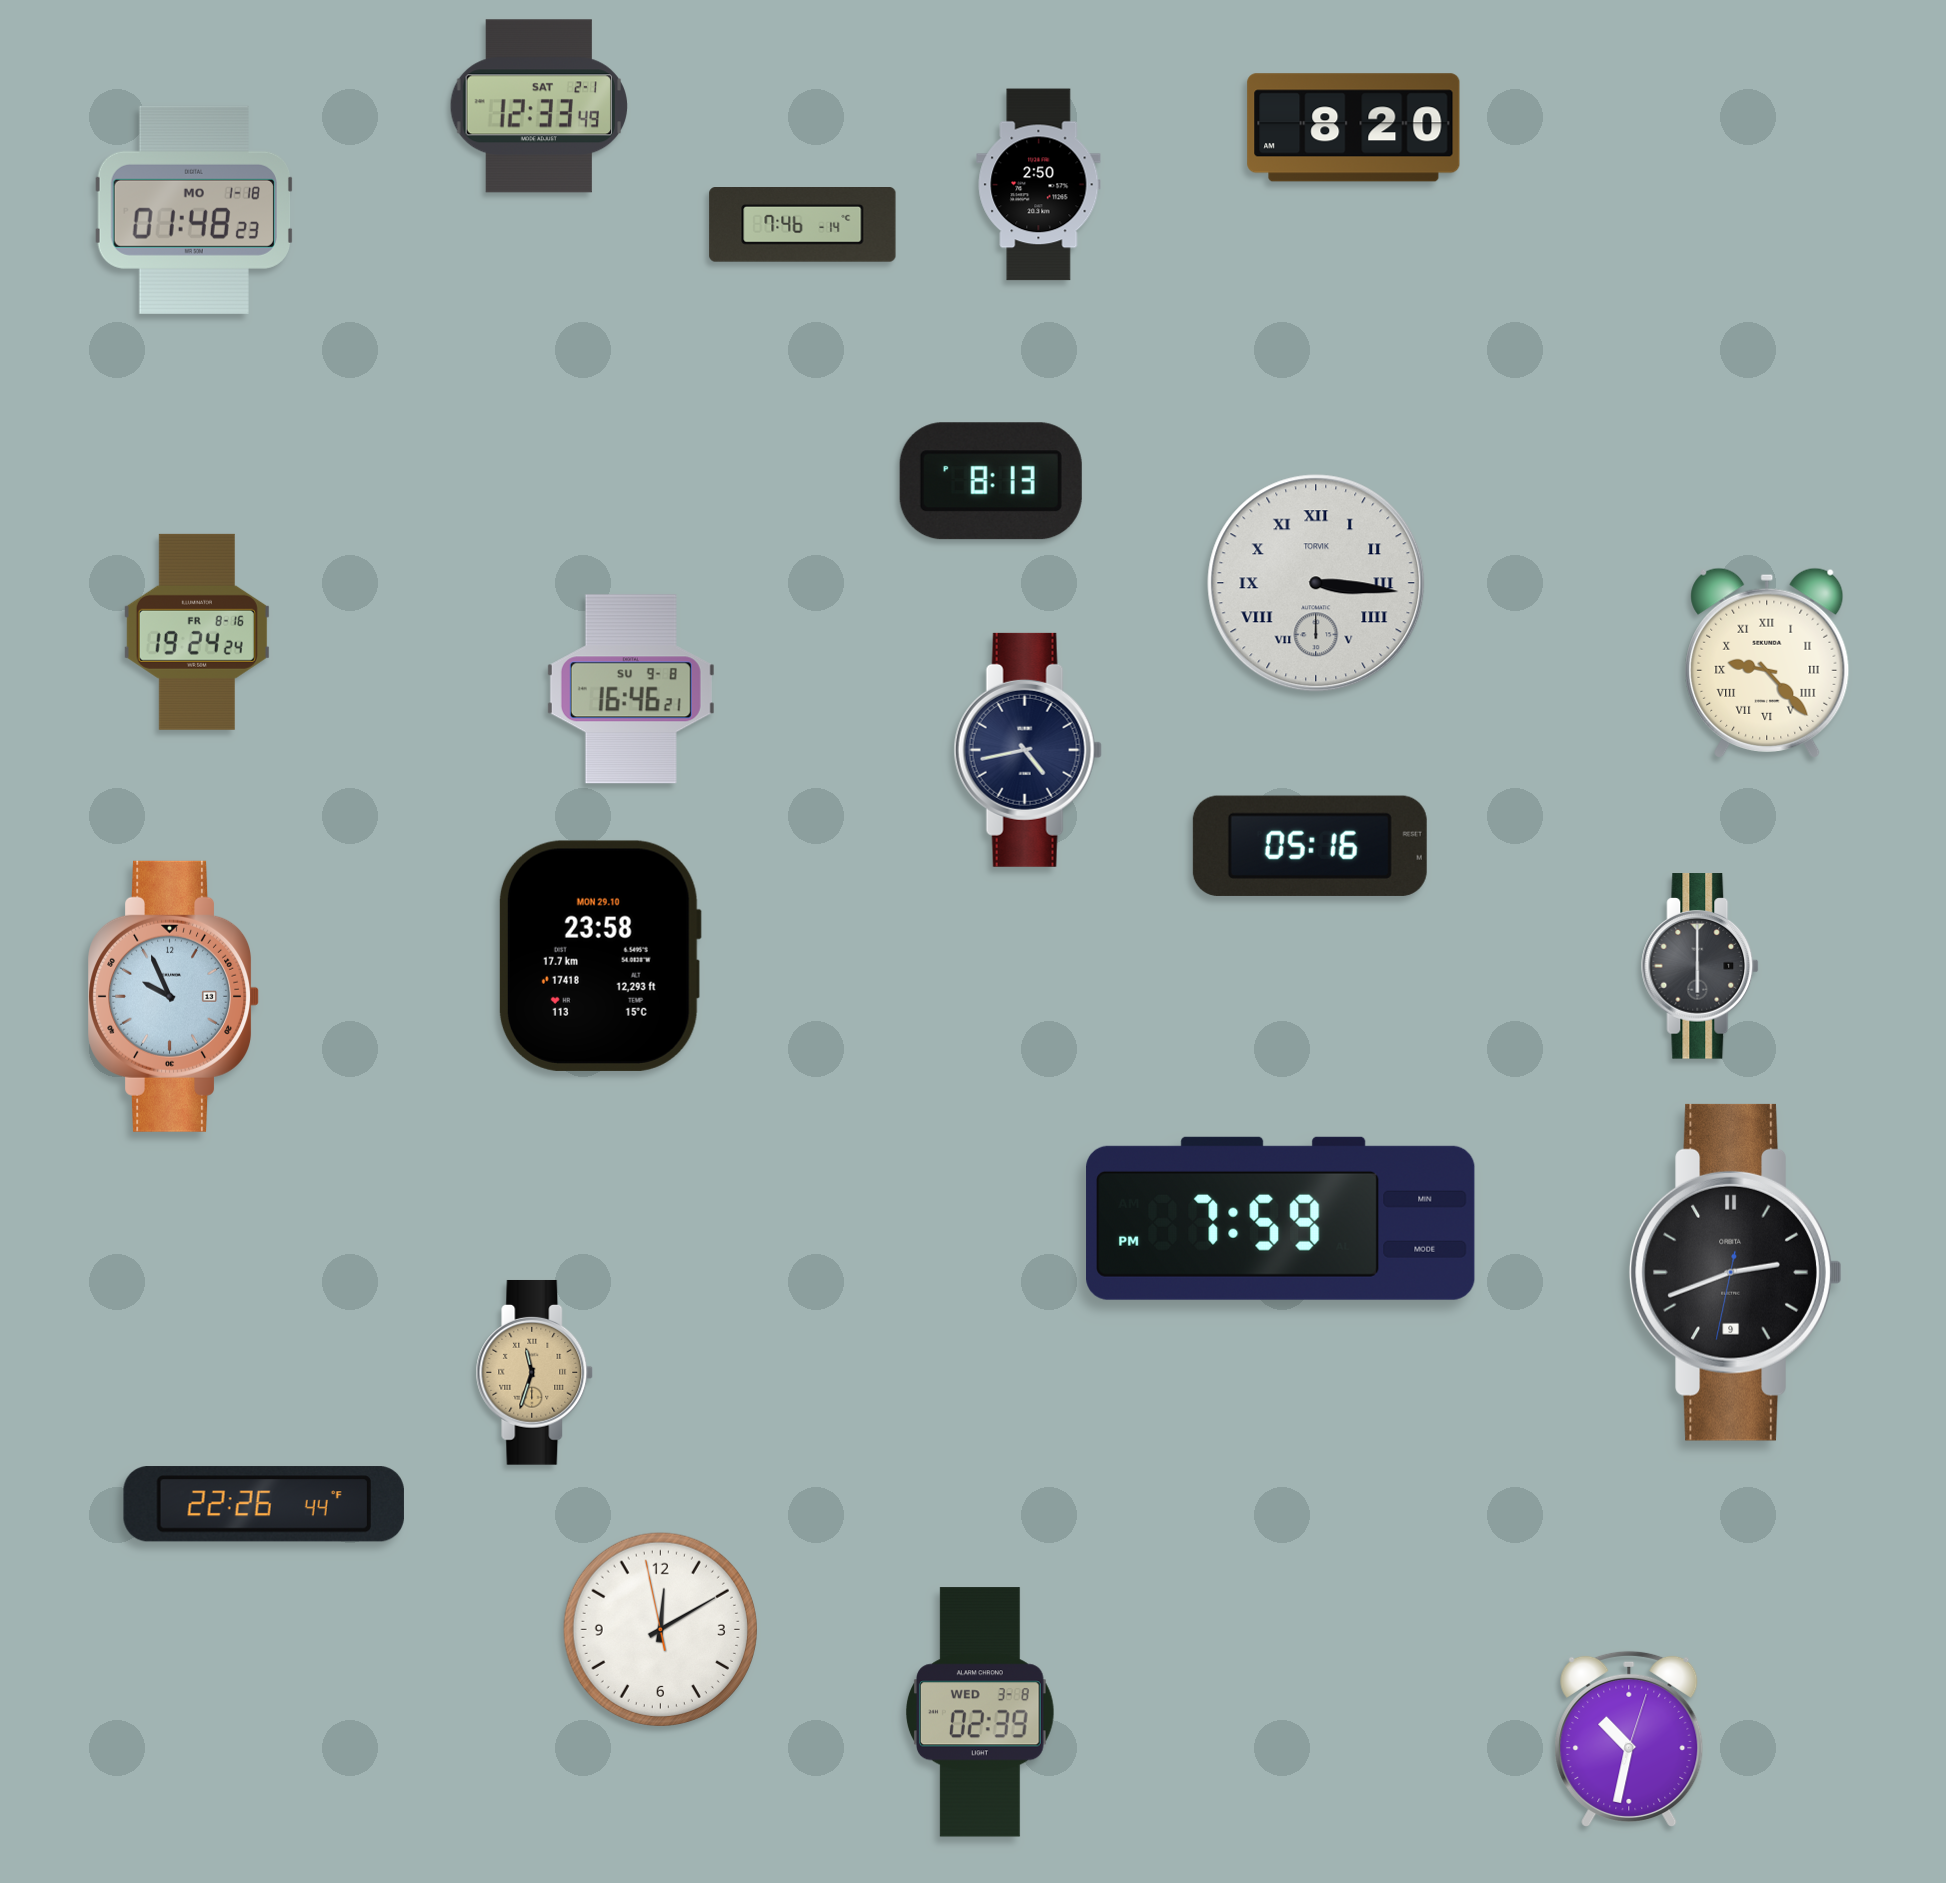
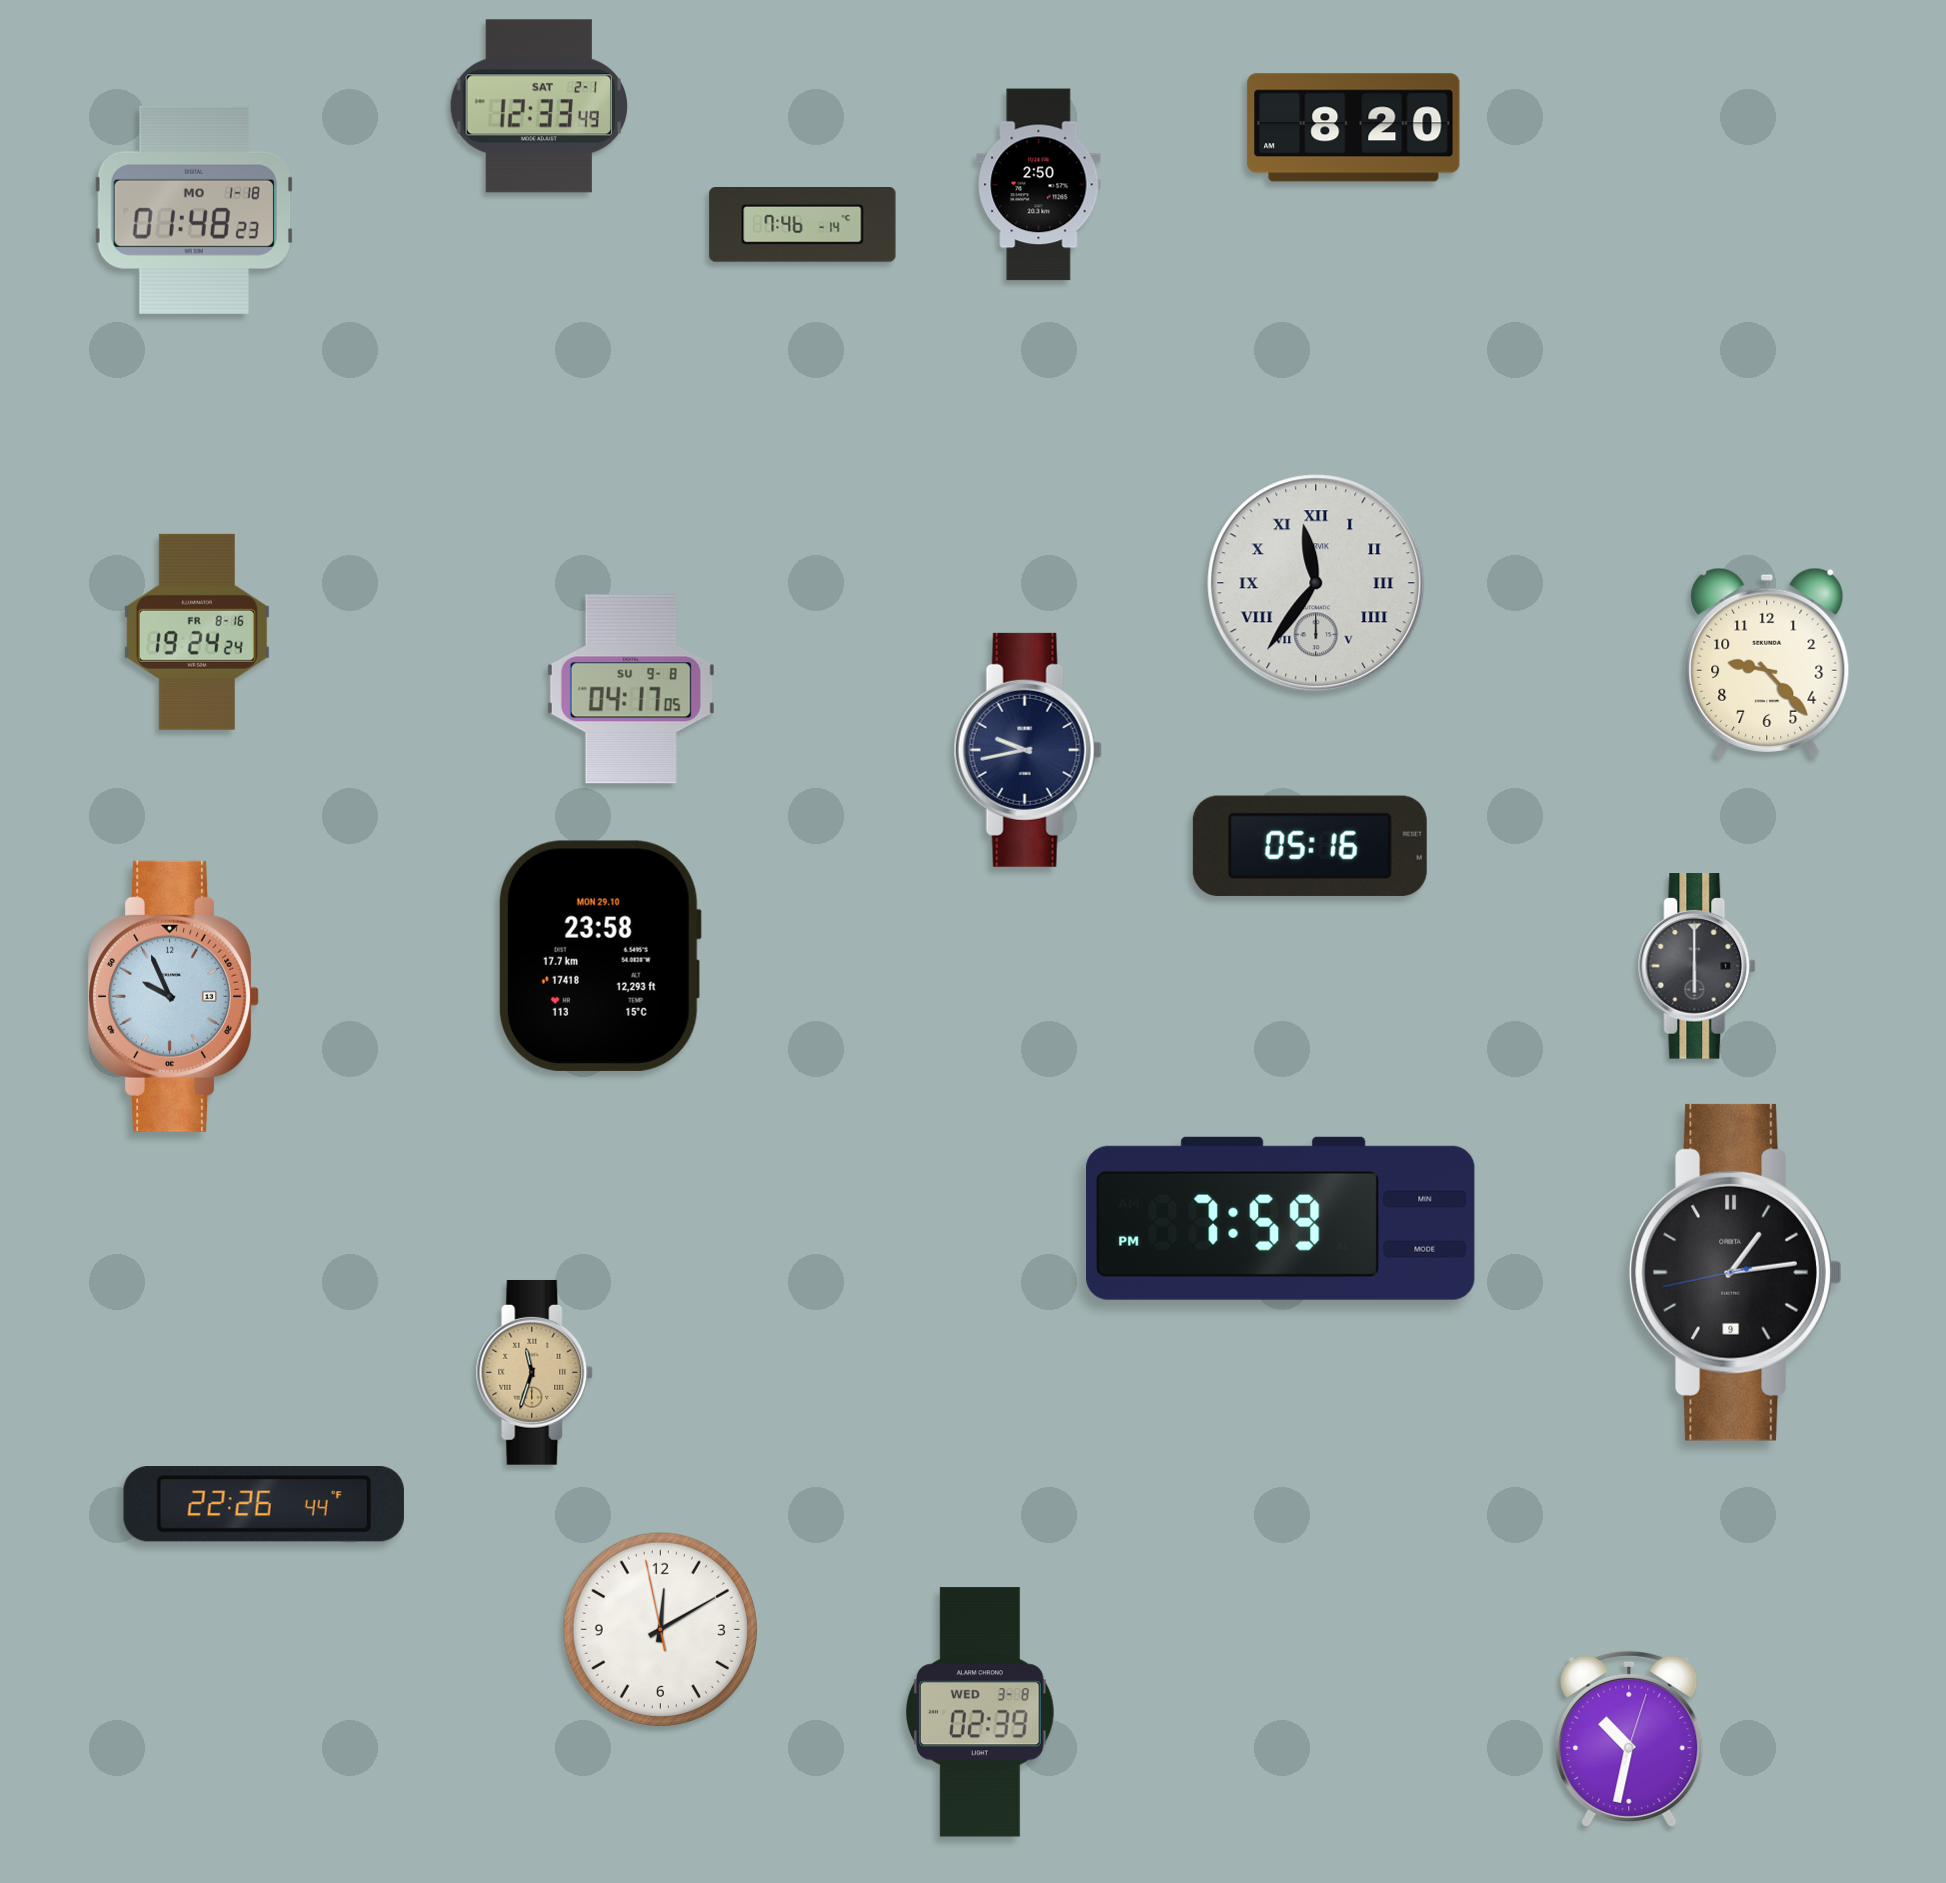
clock at (991, 481): 8:13 -> none
clock at (1316, 583): 3:16 -> 11:36
clock at (1767, 663) numerals: Roman -> Arabic
clock at (631, 689): 16:46 -> 04:17
clock at (1028, 750): 4:43 -> 9:43
clock at (1701, 966) position: (1701, 966) -> (1698, 966)
clock at (1736, 1272): 2:41 -> 1:13
